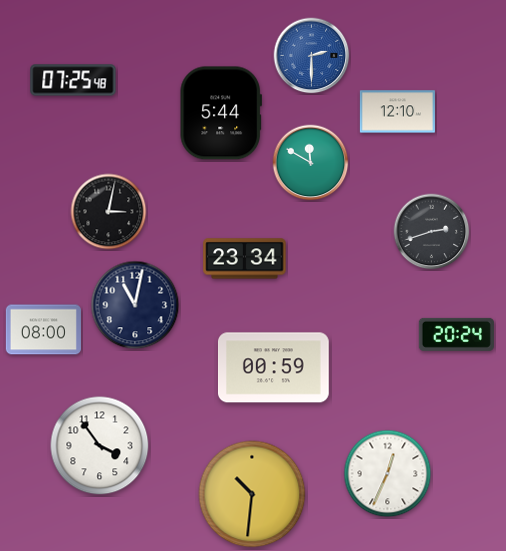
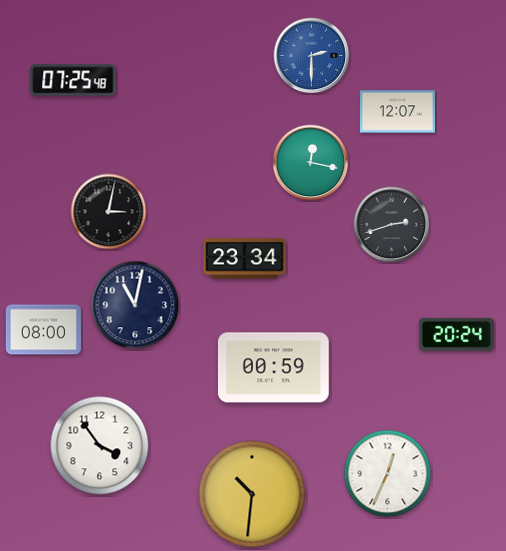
clock at (397, 112): 12:10 -> 12:07
clock at (220, 113): 5:44 -> none
clock at (311, 163): 11:50 -> 12:17
clock at (432, 232) position: (432, 232) -> (392, 225)
